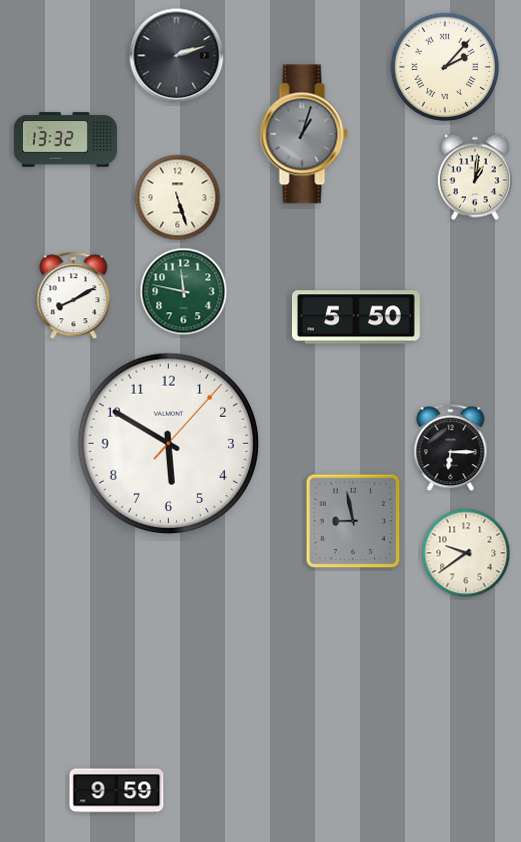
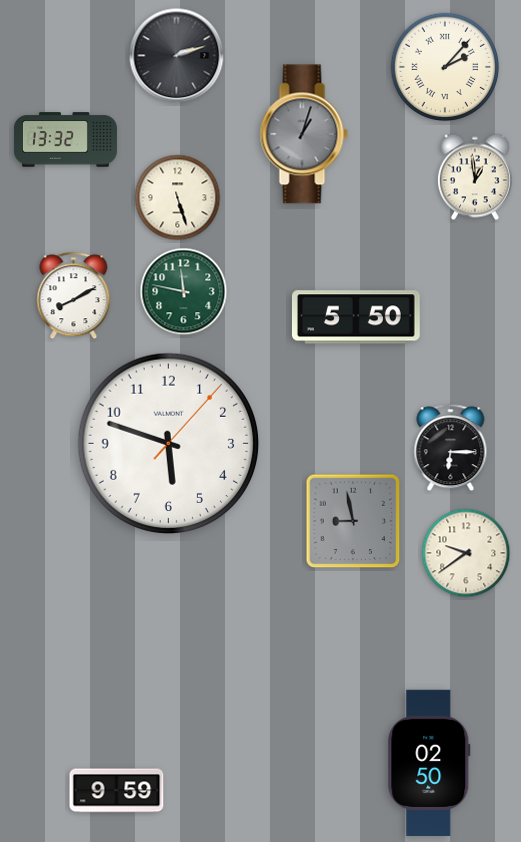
clock at (475, 177): 1:01 -> 12:59
clock at (169, 444): 5:50 -> 5:48
clock at (429, 763): none -> 02:50
